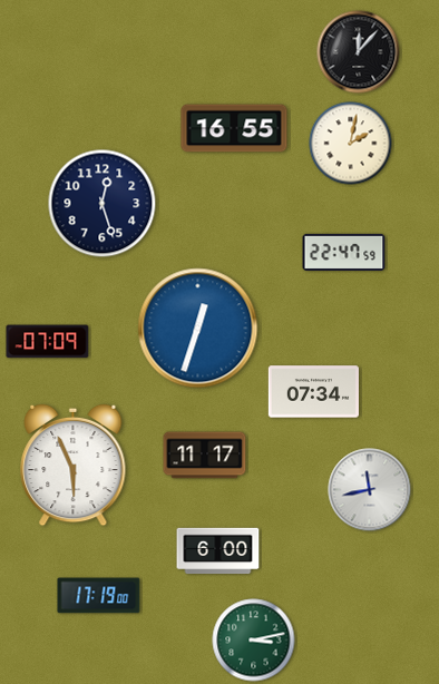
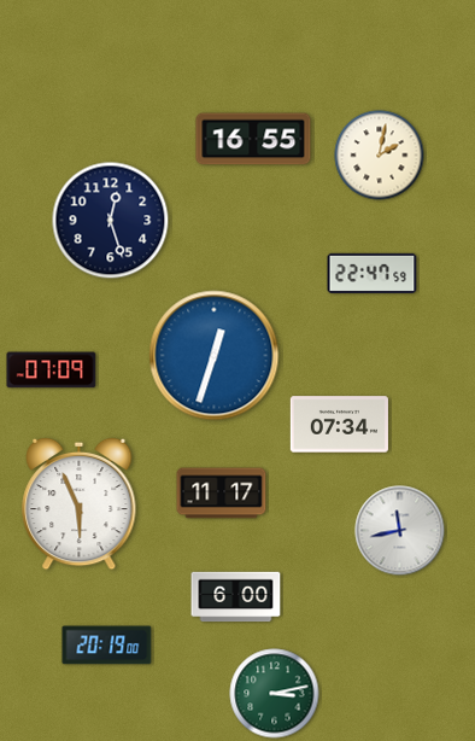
clock at (359, 52): 12:07 -> none
clock at (99, 596): 17:19 -> 20:19
